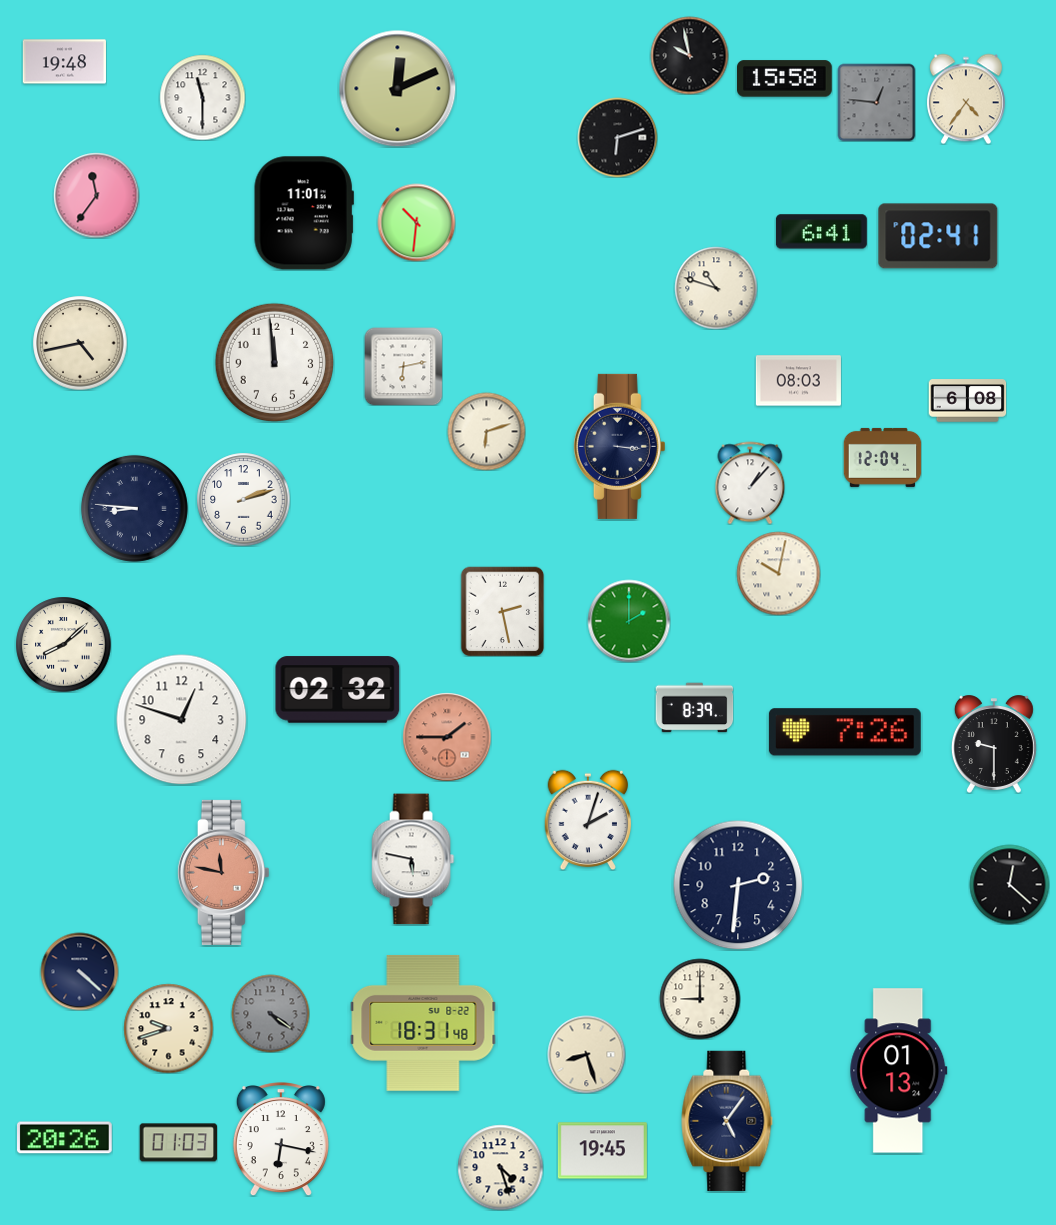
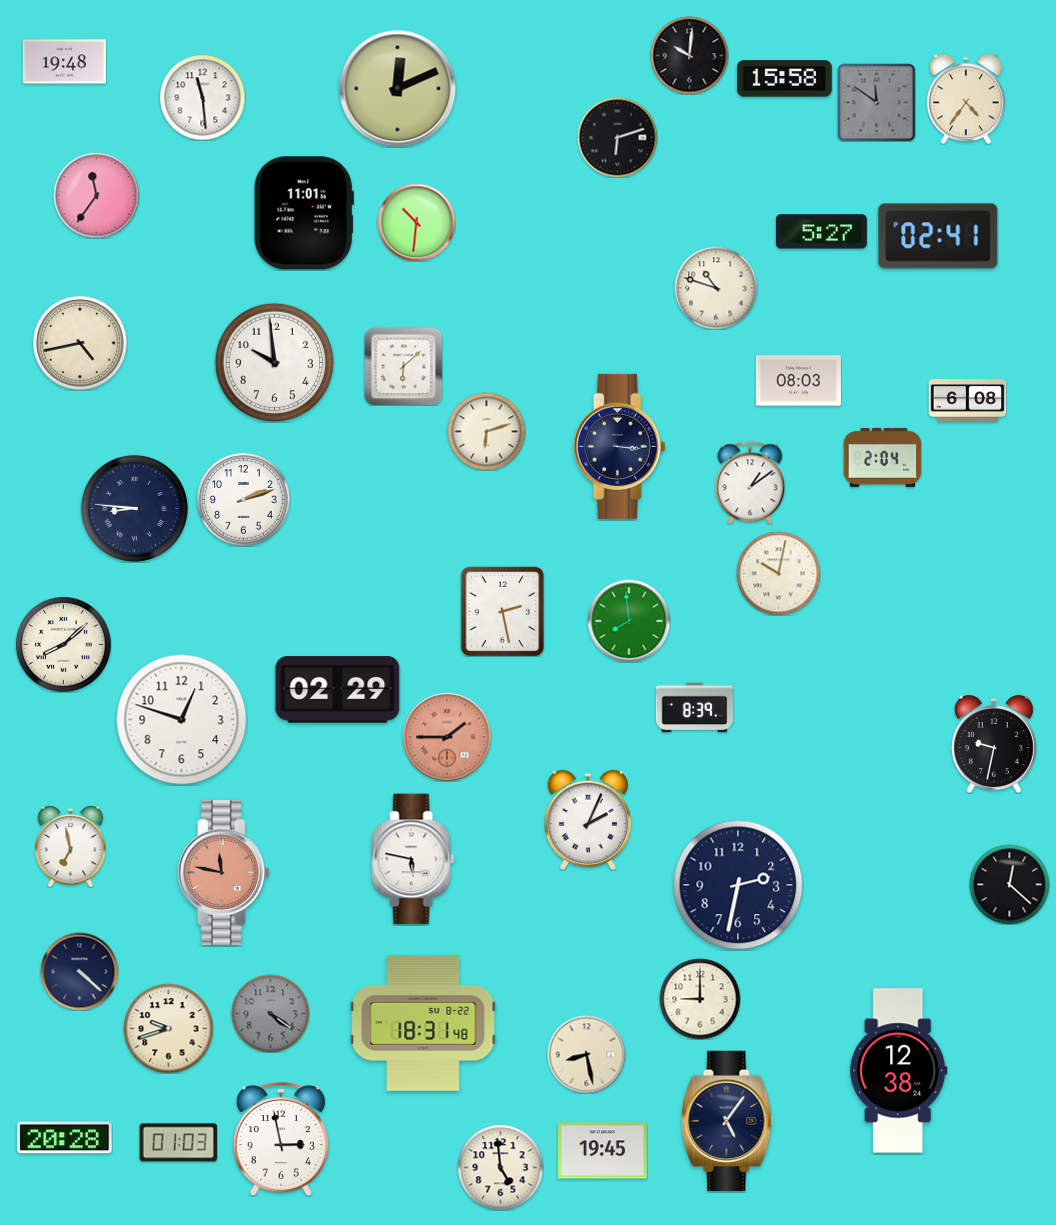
clock at (689, 55): 9:58 -> 10:01
clock at (202, 97): 11:30 -> 11:29
clock at (876, 102): 12:46 -> 11:51
clock at (821, 232): 6:41 -> 5:27
clock at (274, 362): 11:59 -> 9:59
clock at (403, 366): 6:13 -> 6:08
clock at (882, 457): 12:04 -> 2:04
clock at (750, 483): 1:07 -> 1:09
clock at (629, 621): 2:00 -> 7:59
clock at (338, 690): 02:32 -> 02:29
clock at (845, 732): 7:26 -> none
clock at (994, 744): 9:30 -> 9:32
clock at (587, 820): 2:03 -> 2:04
clock at (71, 846): none -> 6:58
clock at (738, 885): 2:31 -> 2:32
clock at (586, 1054): 8:27 -> 8:28
clock at (899, 1071): 01:13 -> 12:38
clock at (65, 1138): 20:26 -> 20:28
clock at (281, 1139): 6:17 -> 2:58
clock at (500, 1167): 4:27 -> 4:59
